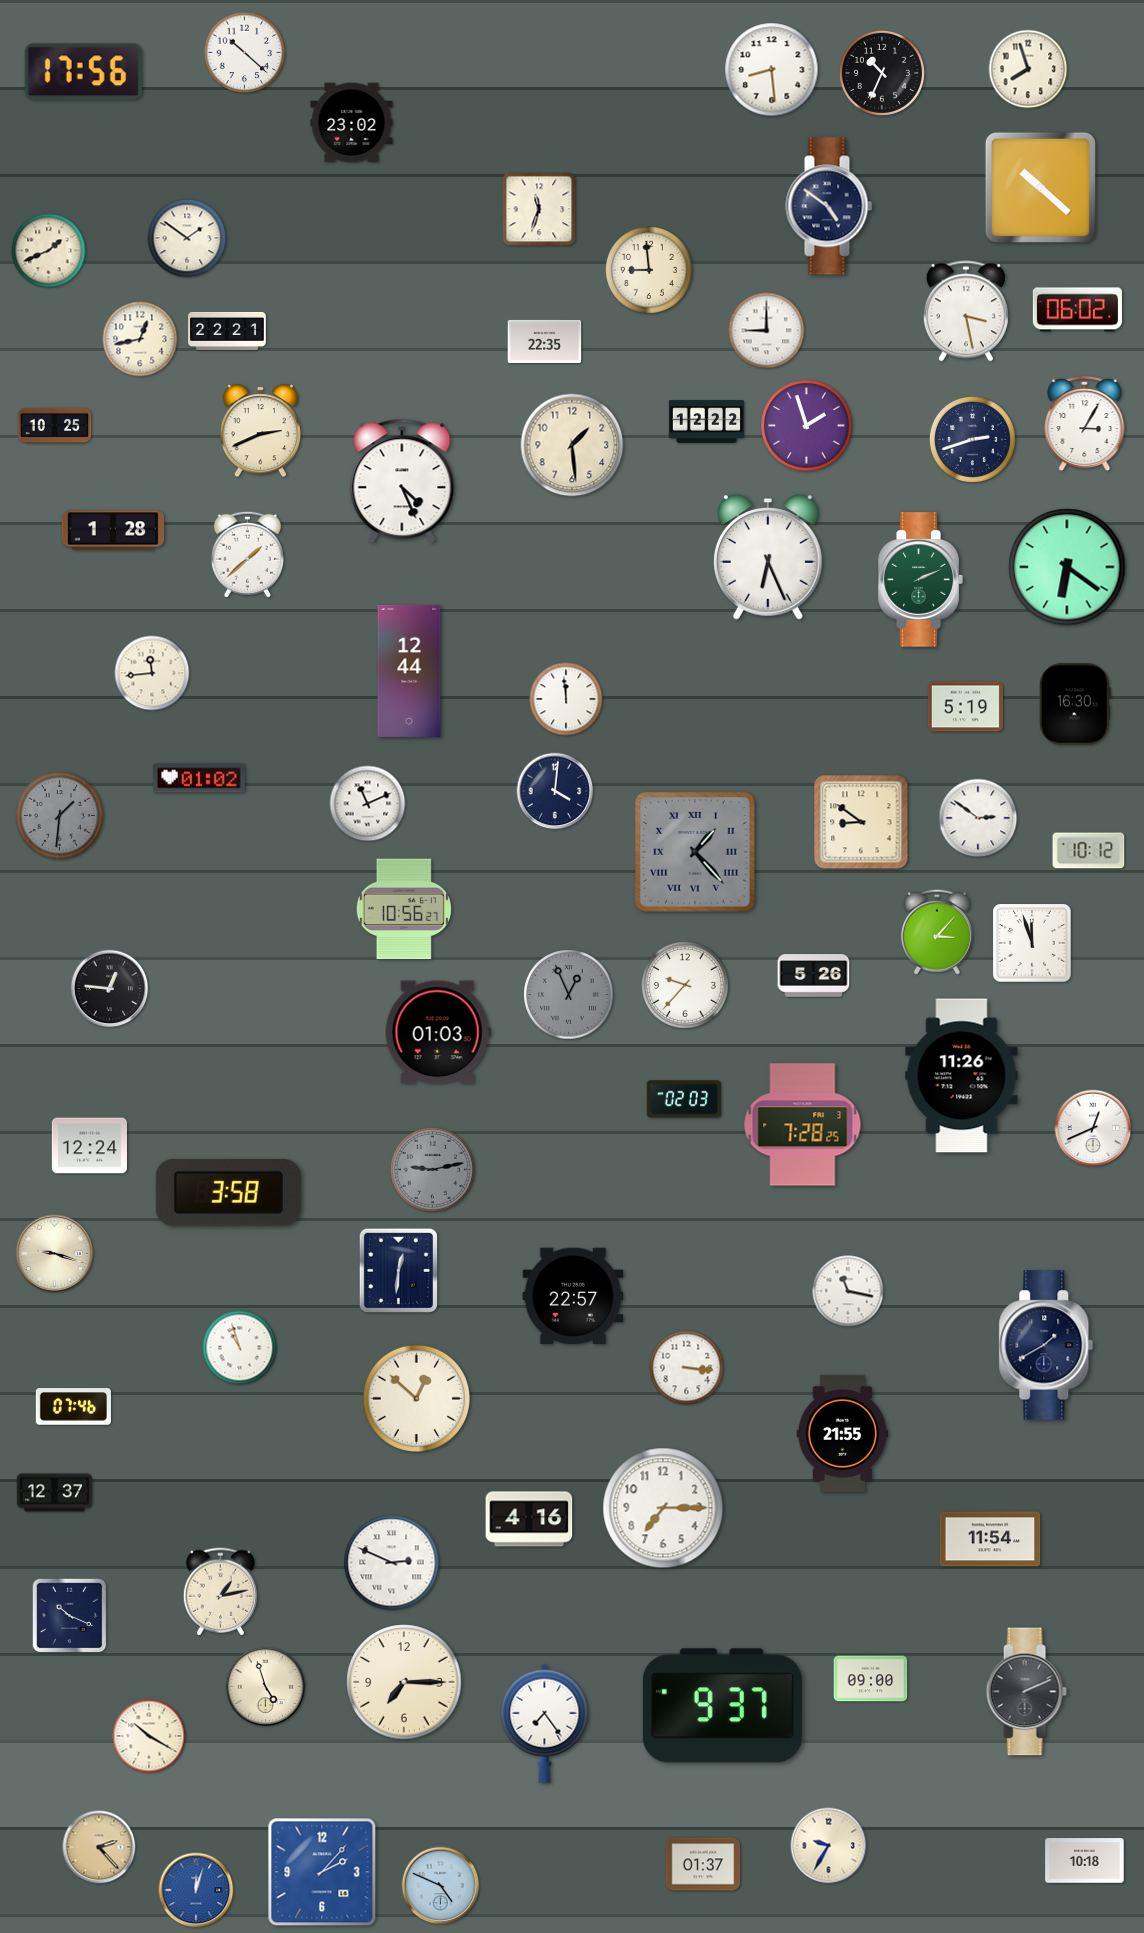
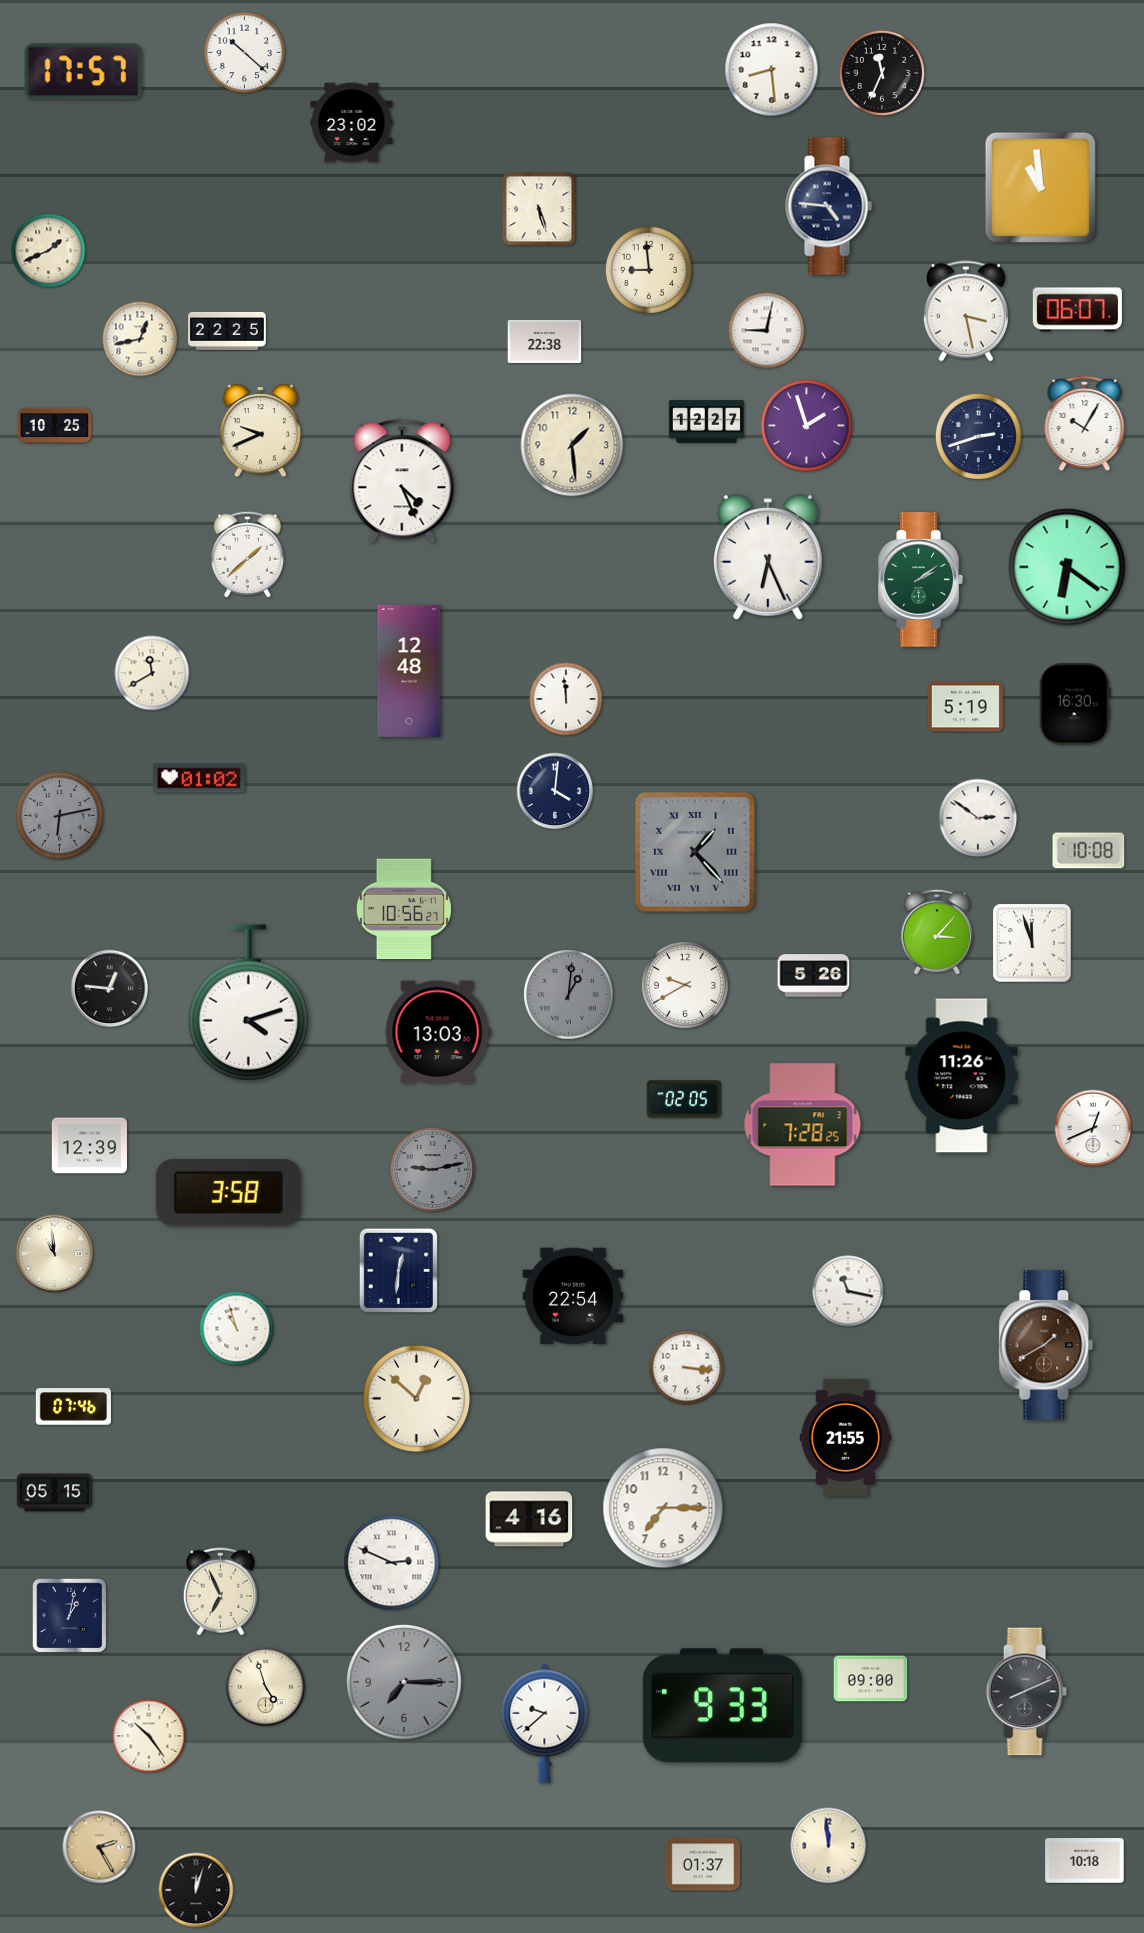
clock at (1028, 69): 7:57 -> none
clock at (83, 72): 17:56 -> 17:57
clock at (882, 73): 10:34 -> 11:34
clock at (1040, 187): 10:22 -> 10:59
clock at (829, 206): 4:51 -> 4:46
clock at (539, 209): 11:33 -> 5:27
clock at (187, 238): 1:51 -> none
clock at (1077, 310): 06:02 -> 06:07
clock at (227, 331): 22:21 -> 22:25
clock at (767, 331): 9:00 -> 9:02
clock at (545, 341): 22:35 -> 22:38
clock at (706, 422): 12:22 -> 12:27
clock at (1085, 424): 3:05 -> 10:05
clock at (260, 431): 2:41 -> 9:41
clock at (972, 439) position: (972, 439) -> (978, 436)
clock at (113, 530): 1:28 -> none
clock at (920, 580): 2:11 -> 2:09
clock at (409, 671): 12:44 -> 12:48
clock at (152, 673): 11:44 -> 11:40
clock at (368, 804): 11:11 -> none
clock at (60, 816): 1:31 -> 6:13
clock at (861, 822): 8:51 -> none
clock at (1089, 851): 10:12 -> 10:08
clock at (685, 985): 9:37 -> 9:40
clock at (569, 995): 12:56 -> 1:01
clock at (248, 1003): none -> 4:12
clock at (438, 1032): 01:03 -> 13:03
clock at (684, 1099): 02:03 -> 02:05
clock at (89, 1146): 12:24 -> 12:39
clock at (55, 1254): 9:18 -> 10:59
clock at (573, 1295): 22:57 -> 22:54
clock at (1046, 1345) dial: navy -> brown
clock at (240, 1348) position: (240, 1348) -> (237, 1329)
clock at (843, 1433) position: (843, 1433) -> (846, 1437)
clock at (54, 1493): 12:37 -> 05:15
clock at (990, 1539): 11:54 -> none
clock at (220, 1592): 1:13 -> 6:56
clock at (70, 1616): 10:19 -> 1:02
clock at (404, 1682) dial: cream -> grey
clock at (1026, 1692): 2:11 -> 8:11
clock at (722, 1706): 9:37 -> 9:33
clock at (545, 1723): 7:24 -> 9:38
clock at (149, 1736): 10:20 -> 10:24
clock at (829, 1846): 9:35 -> 11:59
clock at (99, 1847): 2:23 -> 2:25
clock at (322, 1872): 2:07 -> none
clock at (441, 1886): 4:49 -> none
clock at (196, 1890) dial: blue -> black
